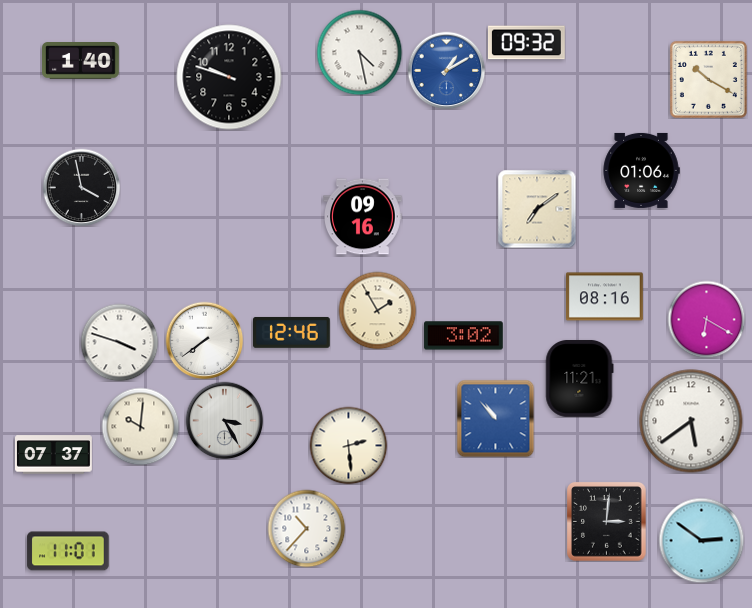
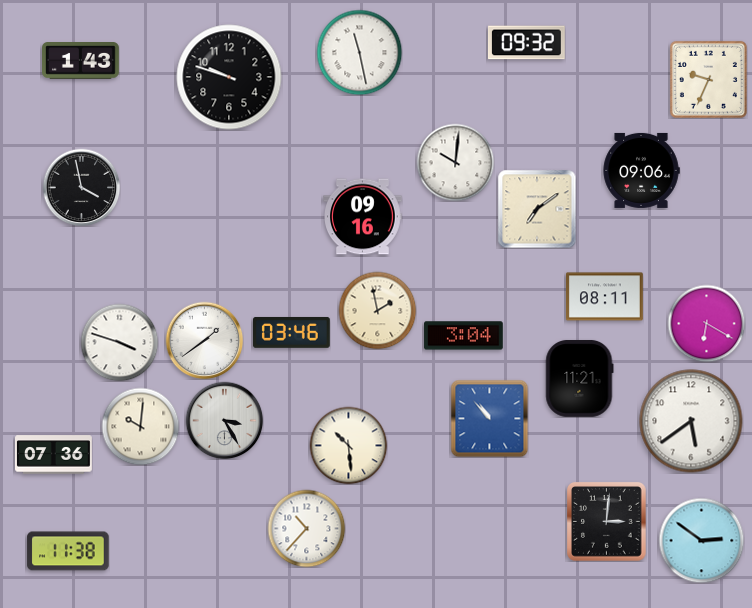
clock at (359, 52): 4:28 -> 11:28
clock at (81, 61): 1:40 -> 1:43
clock at (446, 70): 1:10 -> none
clock at (708, 79): 10:20 -> 9:34
clock at (455, 162): none -> 10:01
clock at (641, 170): 01:06 -> 09:06
clock at (605, 297): 08:16 -> 08:11
clock at (377, 310): 1:55 -> 1:58
clock at (706, 319) position: (706, 319) -> (706, 323)
clock at (291, 332): 12:46 -> 03:46
clock at (464, 336): 3:02 -> 3:04
clock at (204, 340): 7:39 -> 1:39
clock at (495, 418) position: (495, 418) -> (489, 418)
clock at (348, 445): 2:29 -> 10:29
clock at (54, 455): 07:37 -> 07:36
clock at (68, 551): 11:01 -> 11:38
